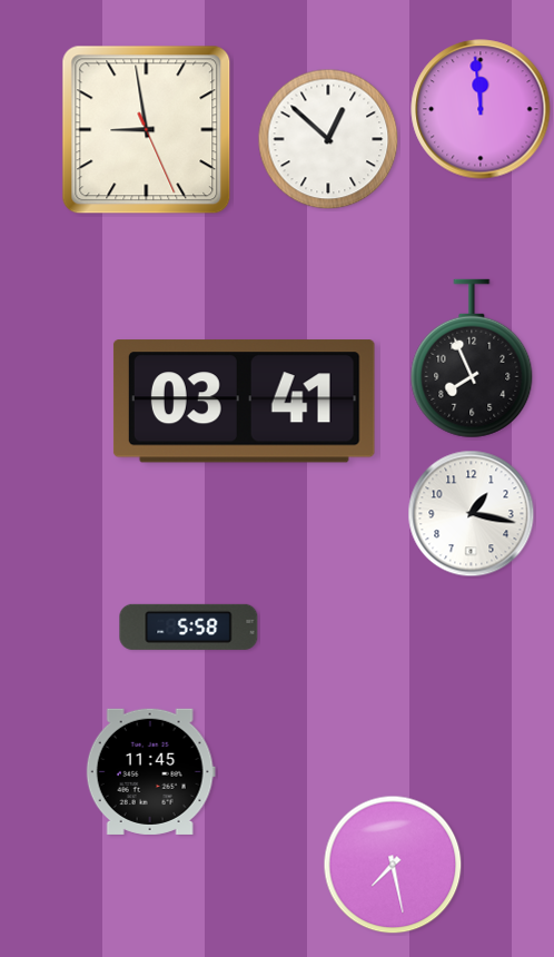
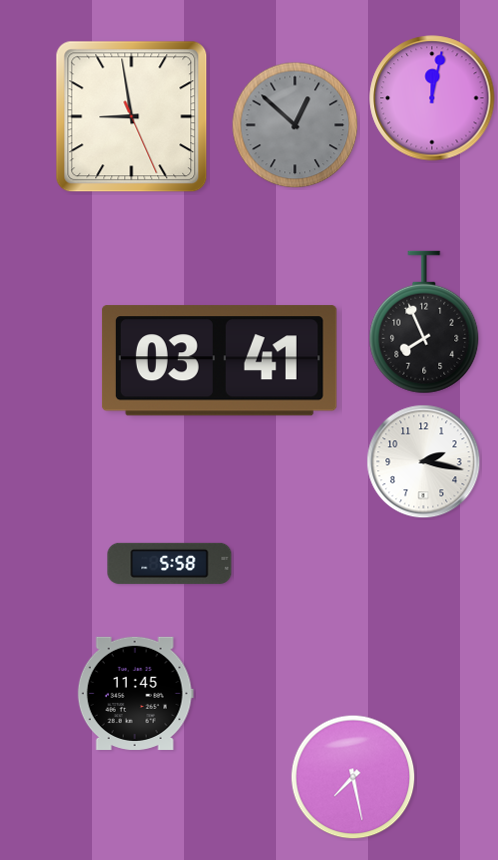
clock at (481, 109): 11:59 -> 12:02
clock at (328, 139) dial: white -> grey
clock at (472, 514): 1:17 -> 2:17
